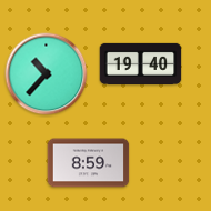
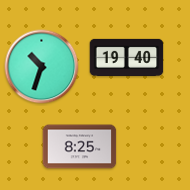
clock at (47, 74): 10:37 -> 10:33
clock at (89, 163): 8:59 -> 8:25
